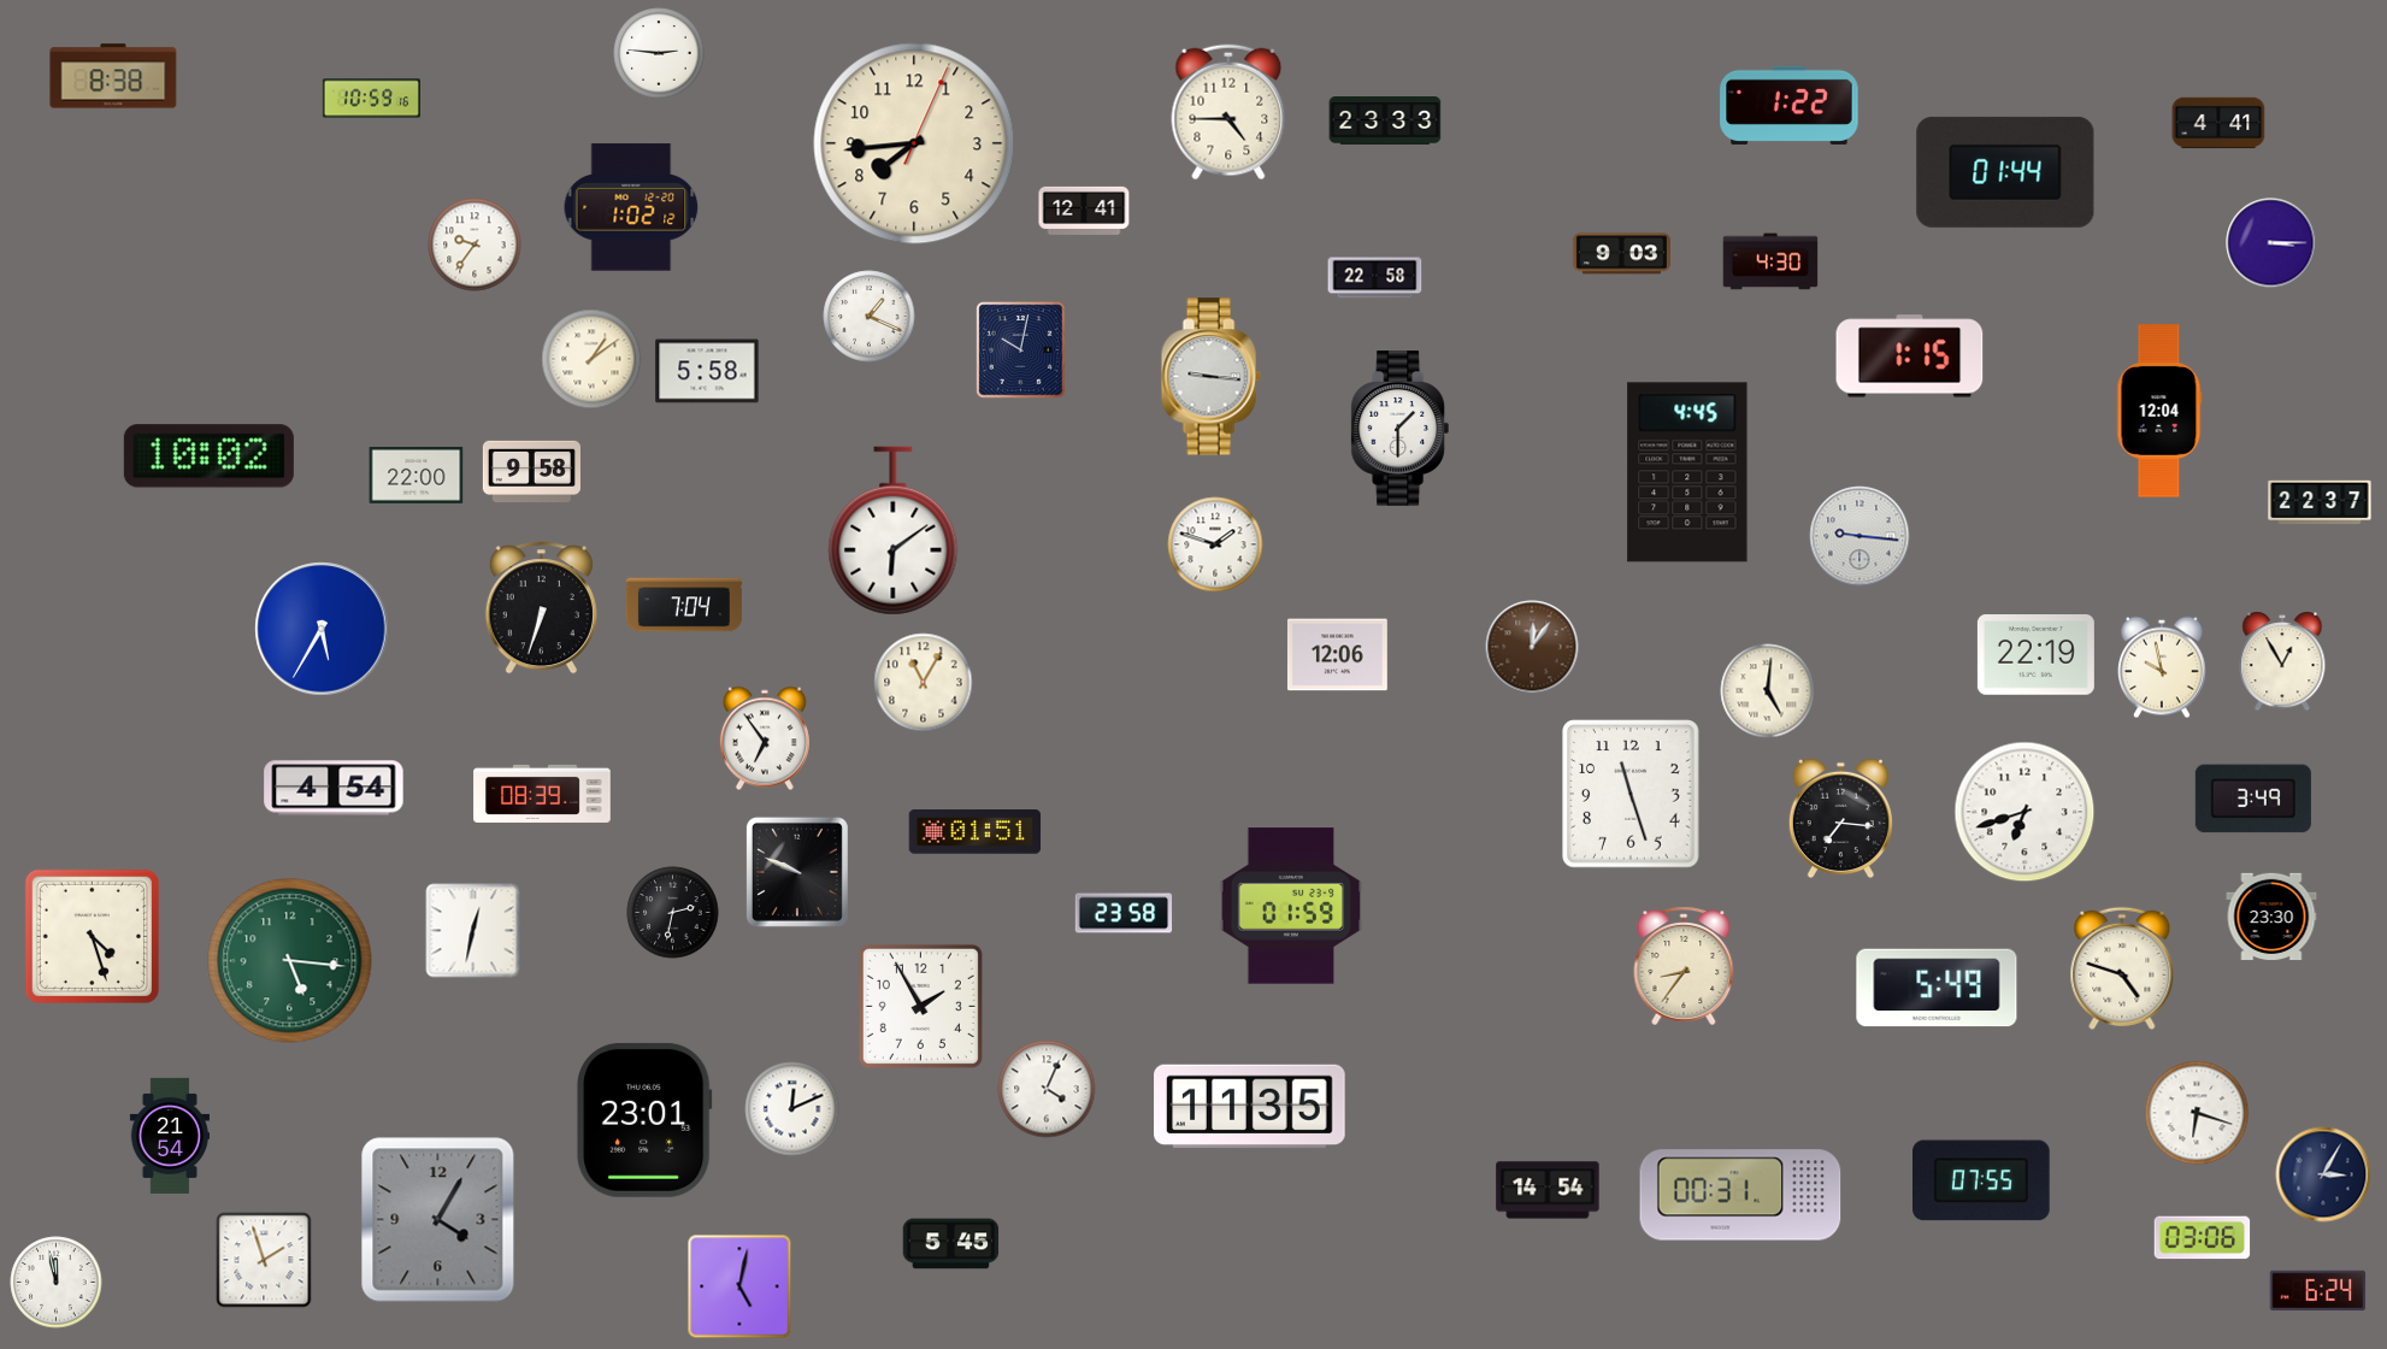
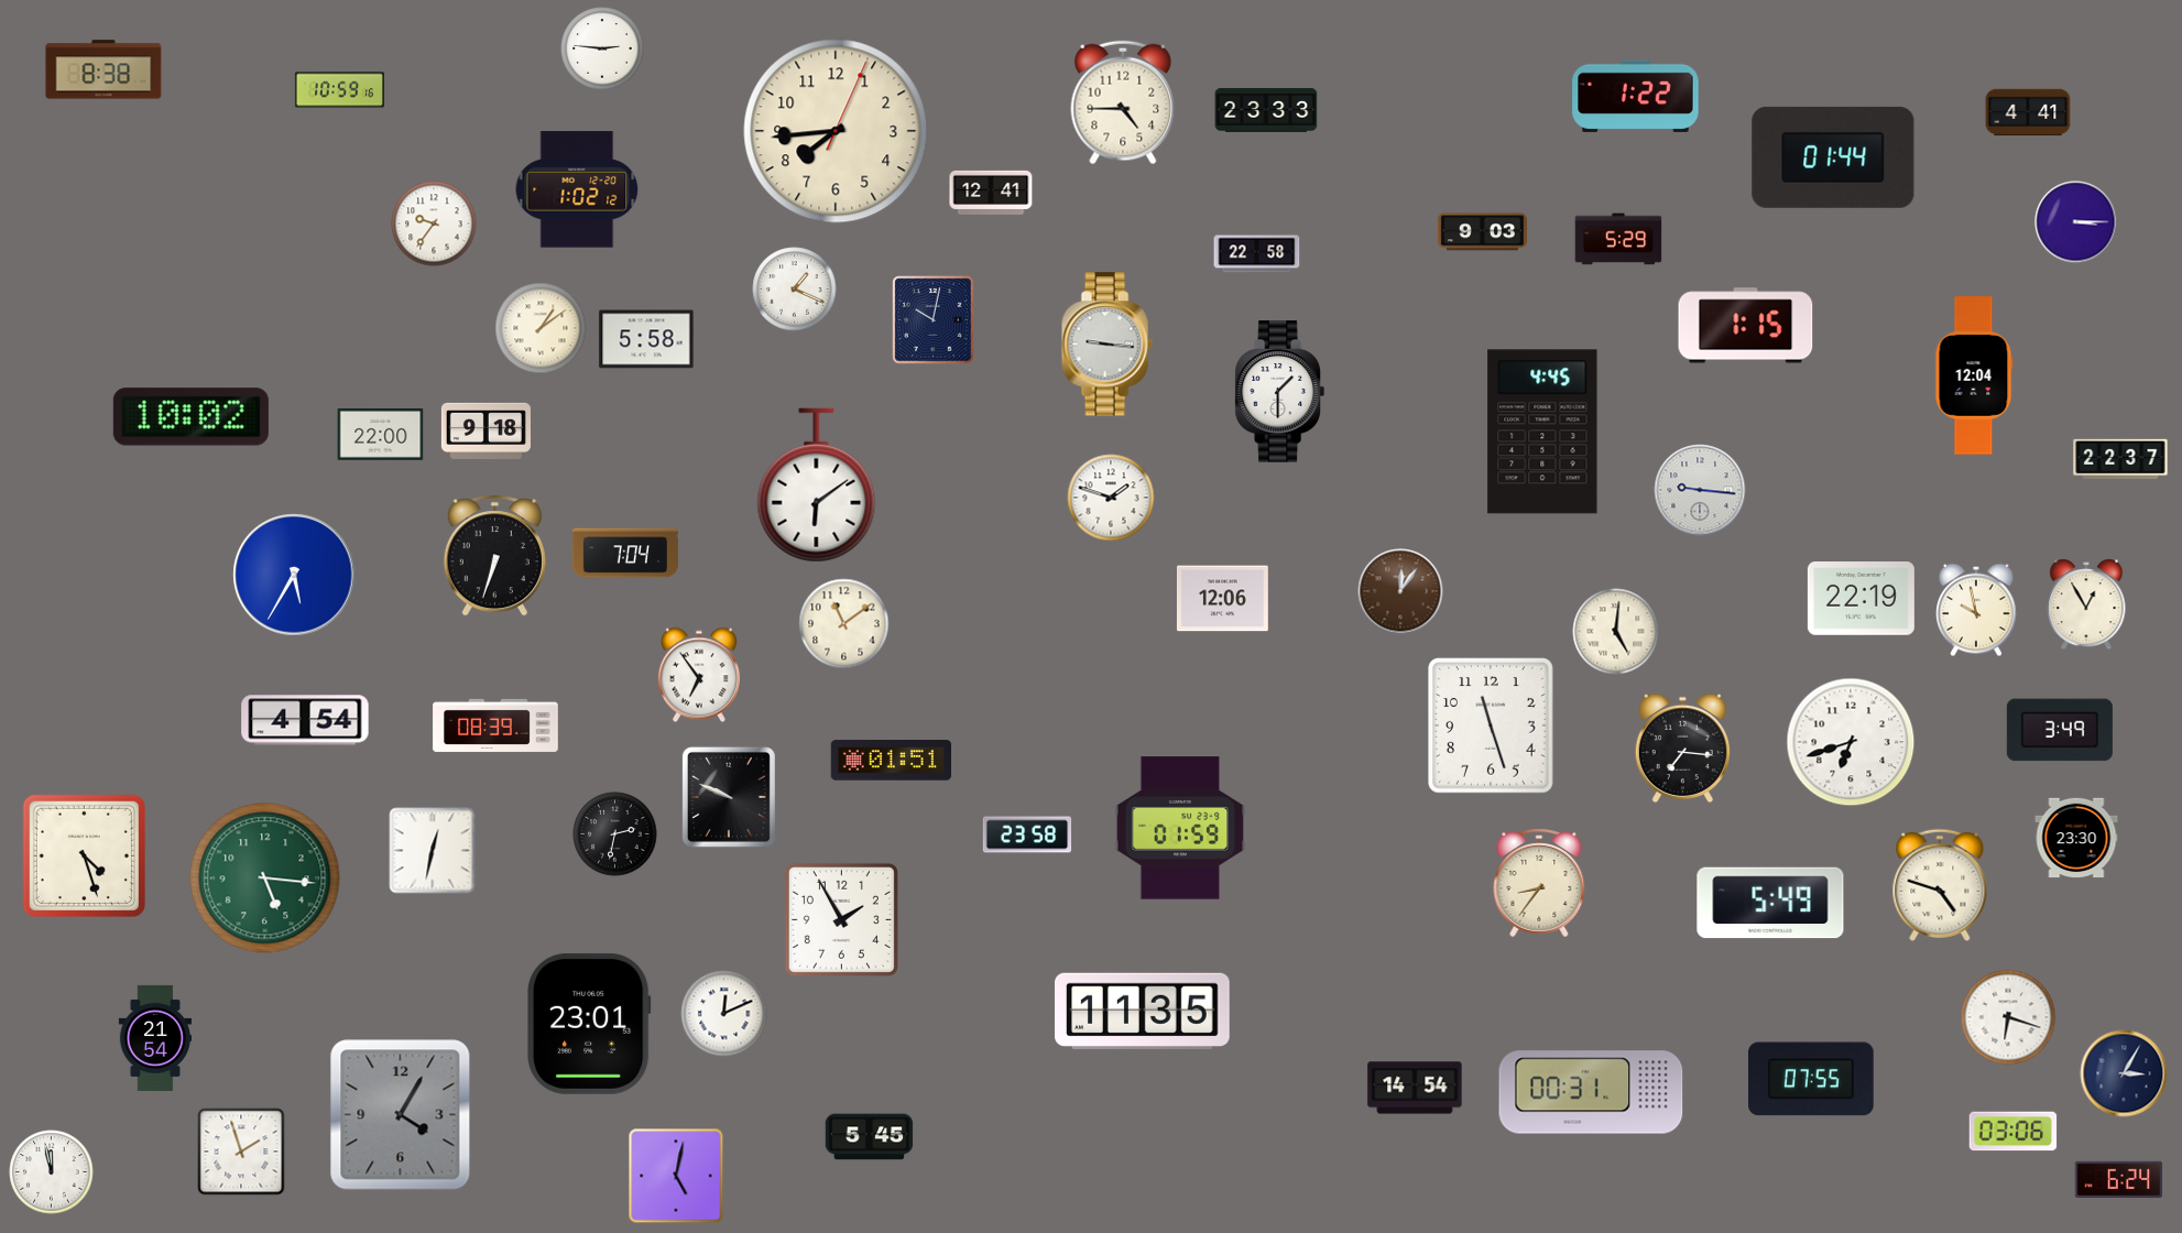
clock at (1770, 261): 4:30 -> 5:29
clock at (531, 471): 9:58 -> 9:18
clock at (924, 683): 11:05 -> 11:09
clock at (1047, 1089): 4:04 -> none
